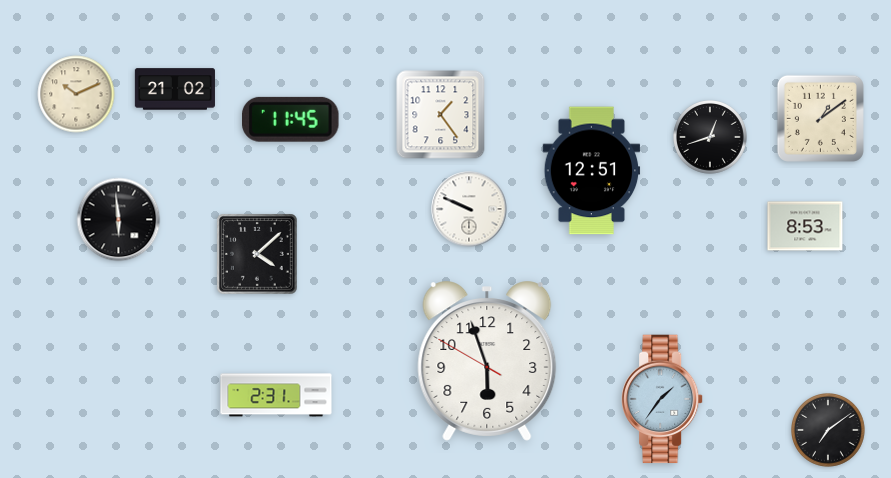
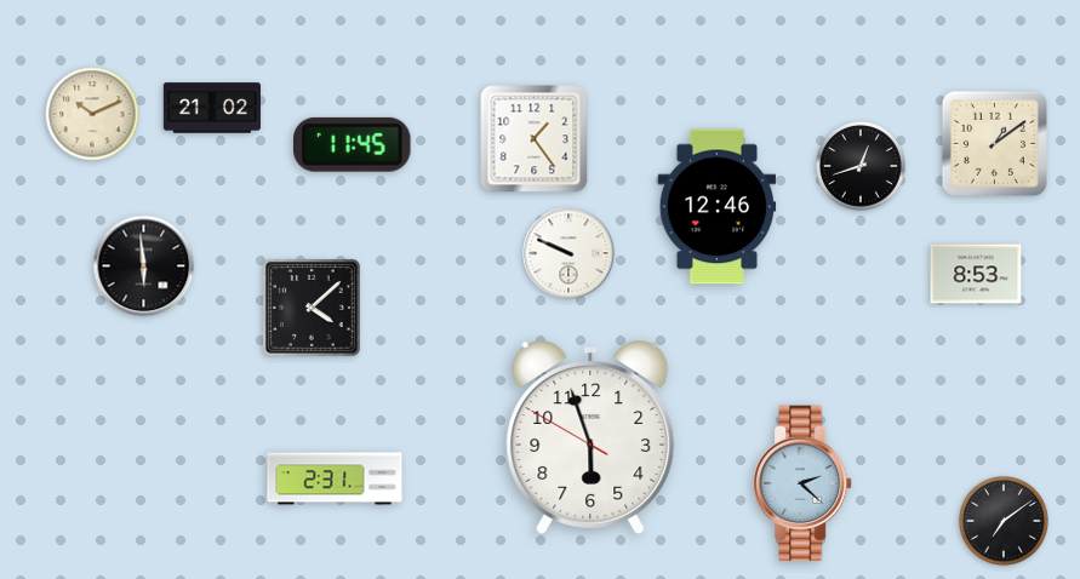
clock at (592, 171): 12:51 -> 12:46
clock at (663, 399): 1:36 -> 2:22
